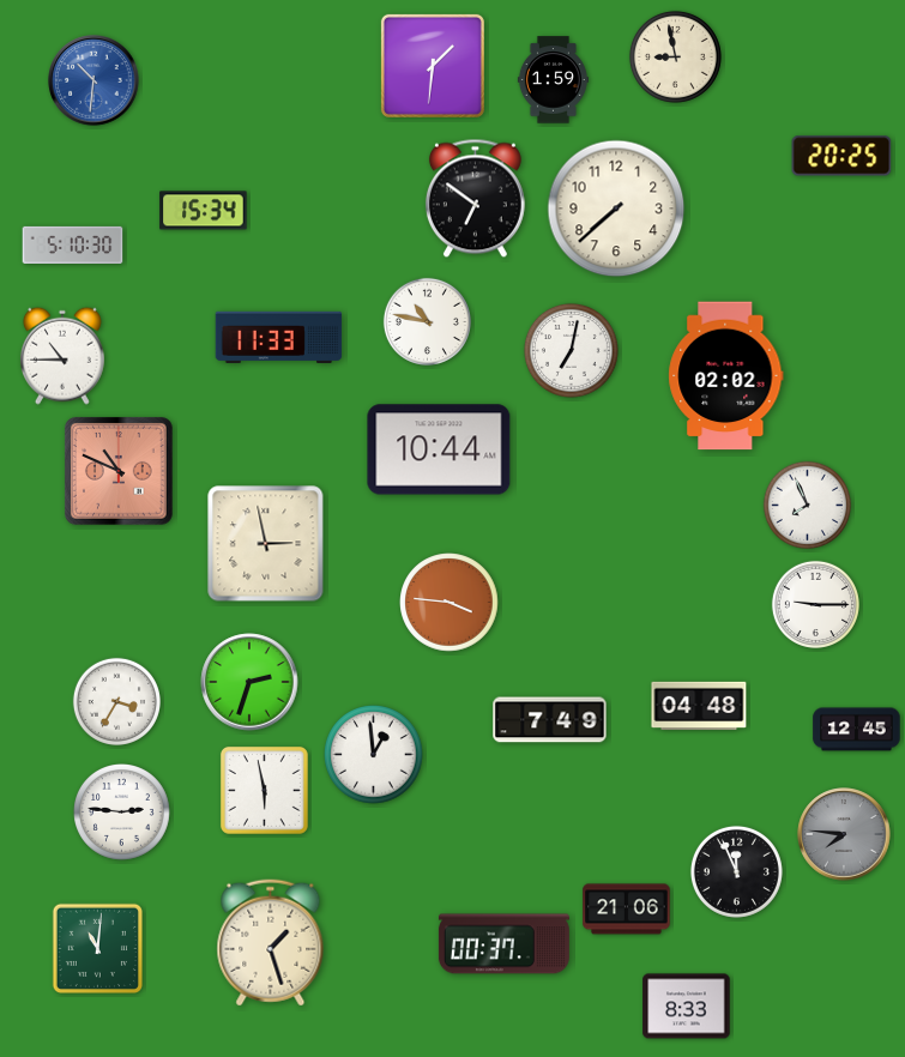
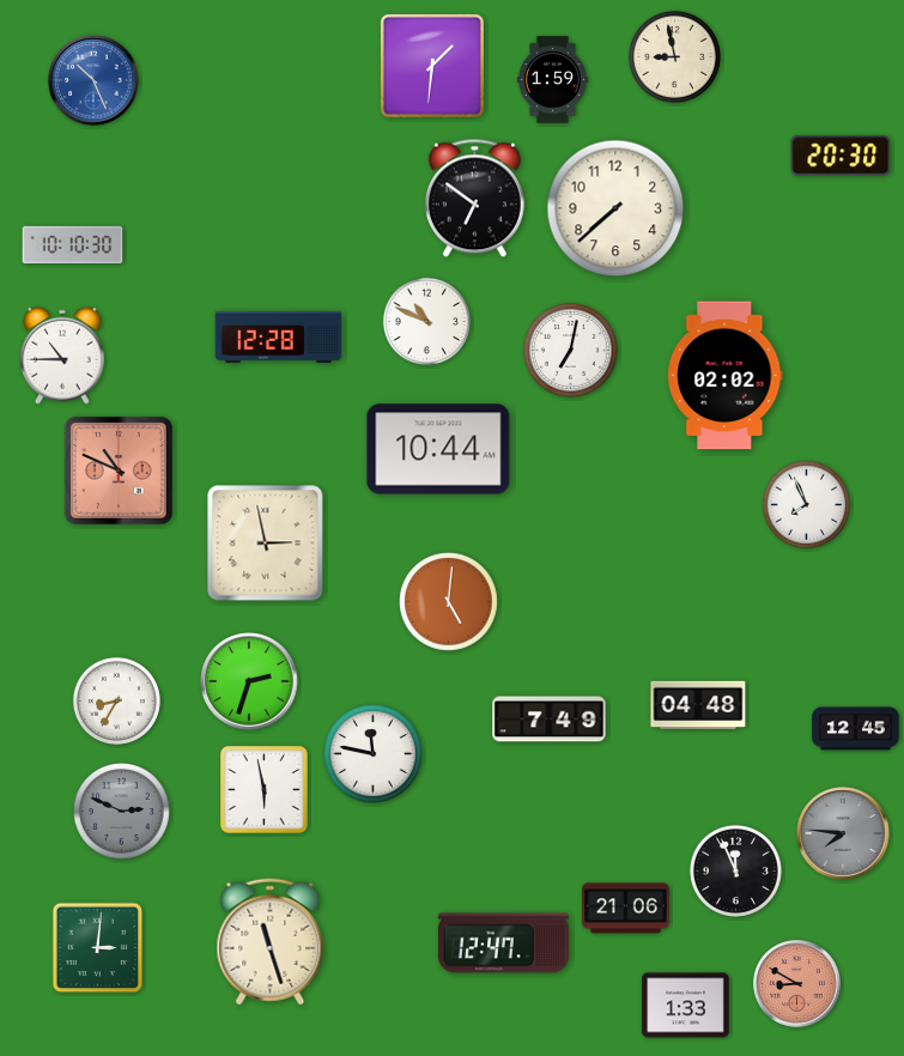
clock at (93, 80): 10:31 -> 10:26
clock at (841, 156): 20:25 -> 20:30
clock at (204, 211): 15:34 -> none
clock at (73, 244): 5:10 -> 10:10
clock at (427, 321): 10:47 -> 10:49
clock at (279, 337): 11:33 -> 12:28
clock at (450, 603): 3:46 -> 5:01
clock at (815, 604): 9:15 -> none
clock at (116, 701): 3:35 -> 8:35
clock at (374, 755): 12:59 -> 11:47
clock at (122, 813): 2:46 -> 2:49
clock at (122, 813) dial: white -> grey
clock at (271, 943): 1:27 -> 11:27
clock at (503, 944): 00:37 -> 12:47
clock at (97, 948): 11:01 -> 3:01
clock at (797, 984): none -> 8:50
clock at (687, 1007): 8:33 -> 1:33
